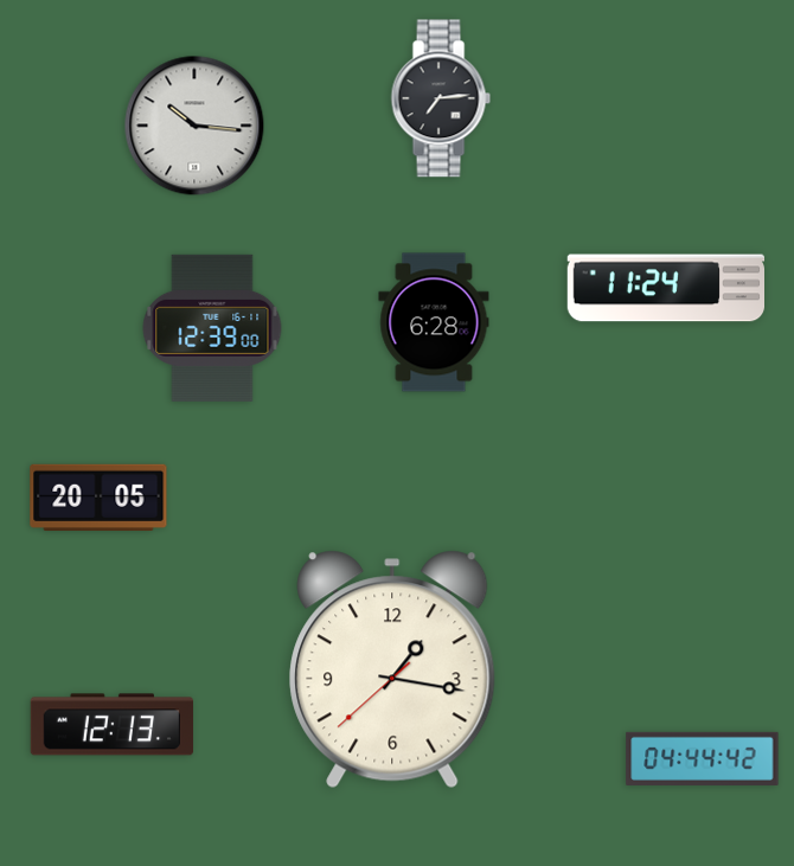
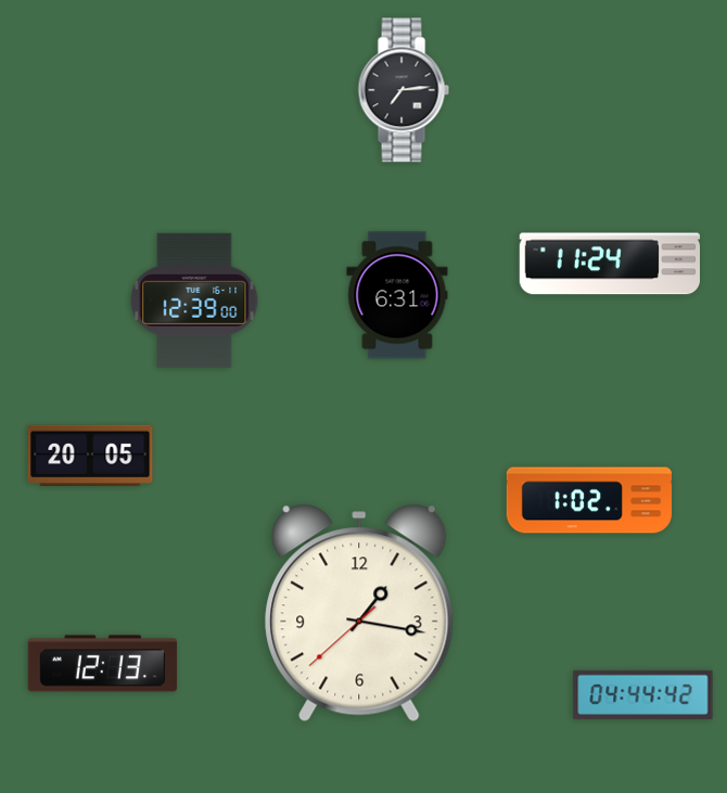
clock at (194, 126): 10:16 -> none
clock at (434, 322): 6:28 -> 6:31
clock at (588, 500): none -> 1:02
